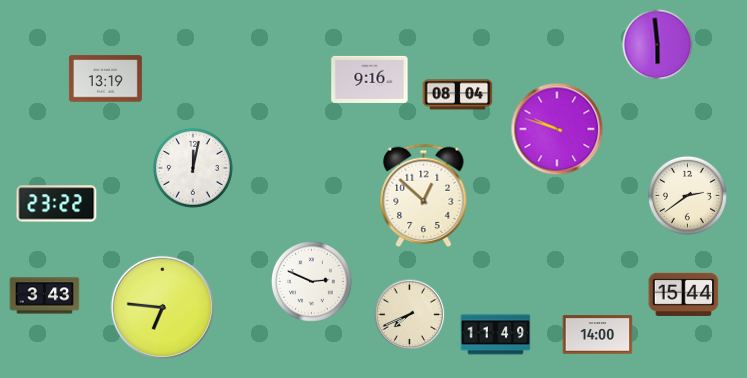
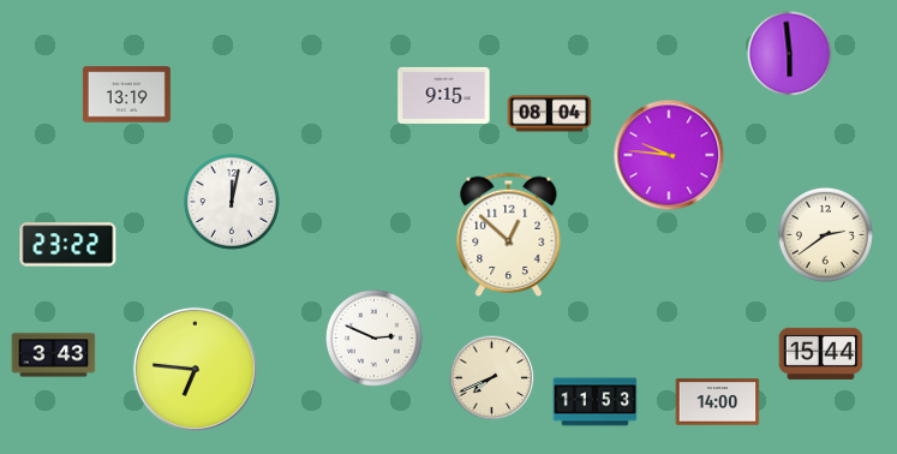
clock at (370, 79): 9:16 -> 9:15
clock at (557, 129): 9:48 -> 9:46
clock at (496, 335): 11:49 -> 11:53
